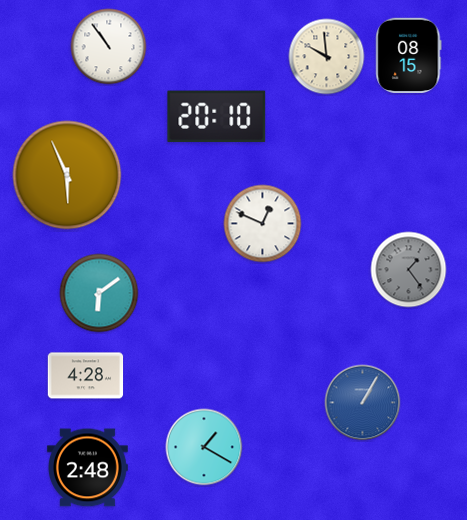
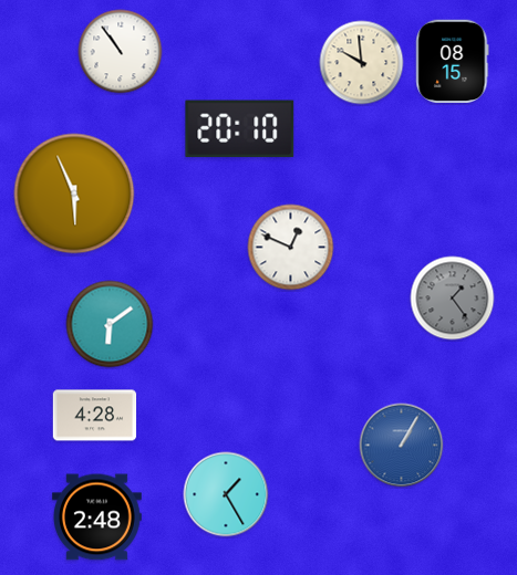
clock at (204, 447): 1:20 -> 1:25
